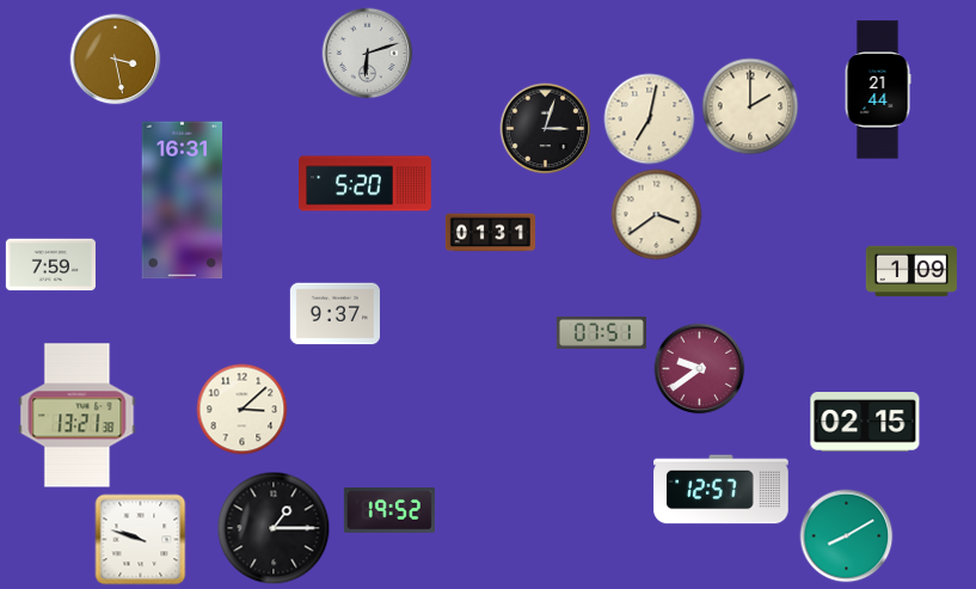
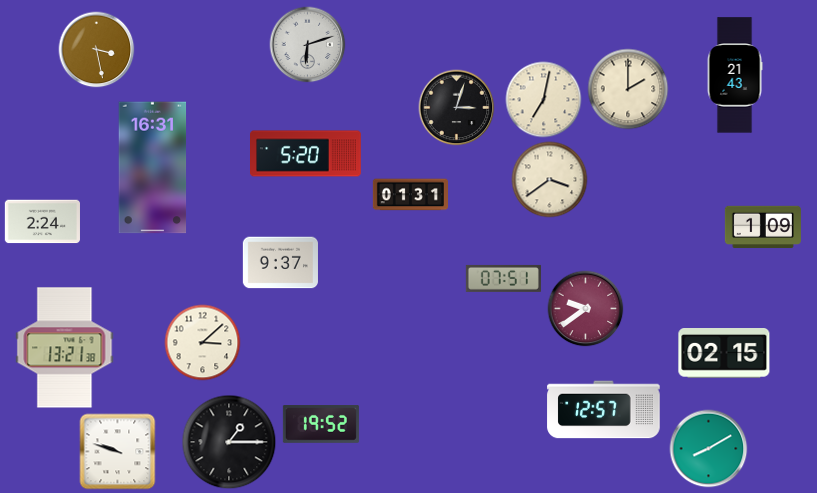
clock at (878, 90): 21:44 -> 21:43
clock at (50, 265): 7:59 -> 2:24
clock at (389, 511) position: (389, 511) -> (321, 425)
